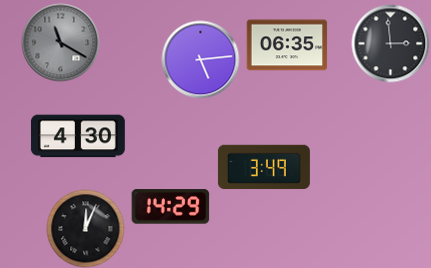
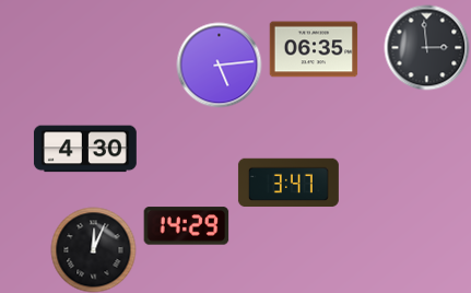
clock at (60, 42): 11:20 -> none
clock at (264, 167): 3:49 -> 3:47
